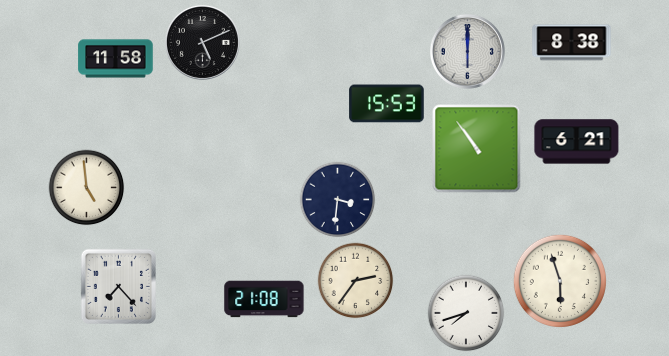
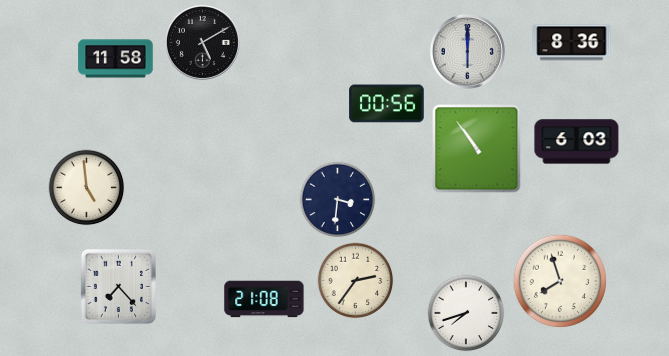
clock at (202, 42): 5:11 -> 5:10
clock at (572, 43): 8:38 -> 8:36
clock at (387, 104): 15:53 -> 00:56
clock at (577, 142): 6:21 -> 6:03
clock at (560, 281): 5:57 -> 7:57
